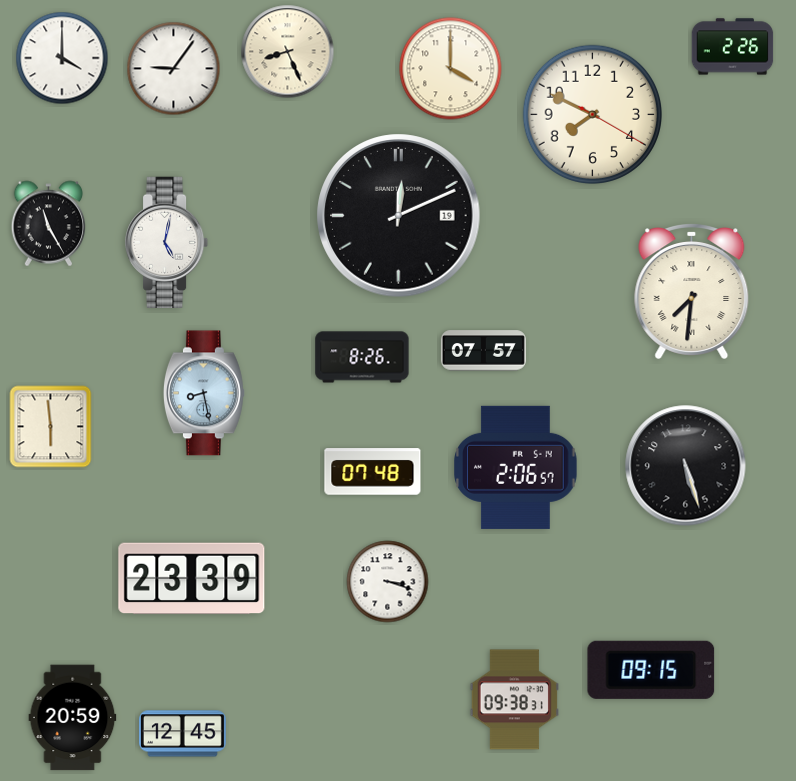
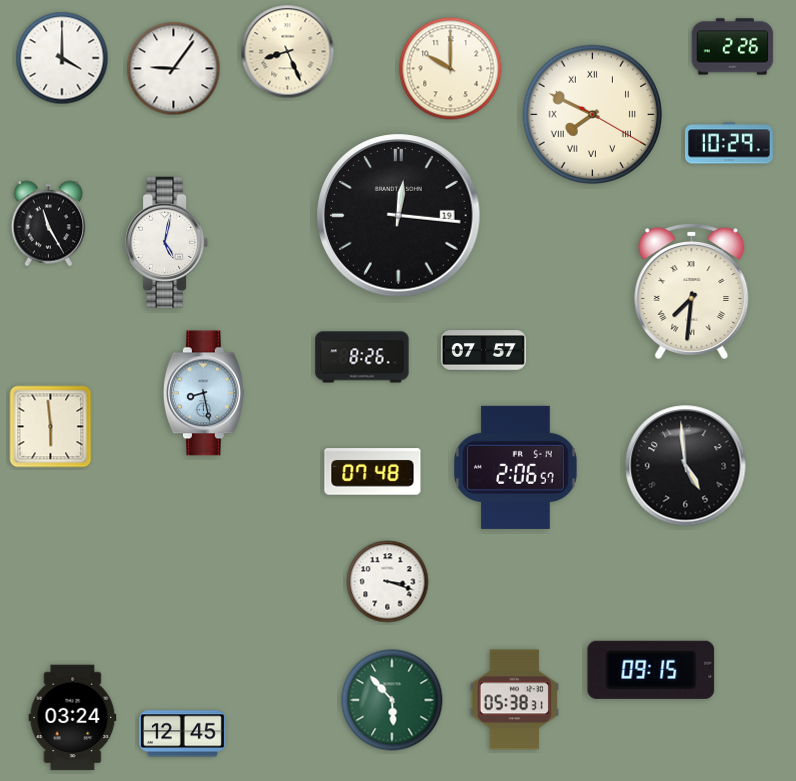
clock at (451, 69): 4:00 -> 10:00
clock at (592, 114) numerals: Arabic -> Roman
clock at (730, 143): none -> 10:29
clock at (399, 216): 12:11 -> 12:16
clock at (686, 466): 5:27 -> 4:59
clock at (192, 579): 23:39 -> none
clock at (392, 700): none -> 5:53
clock at (514, 700): 09:38 -> 05:38
clock at (73, 718): 20:59 -> 03:24
